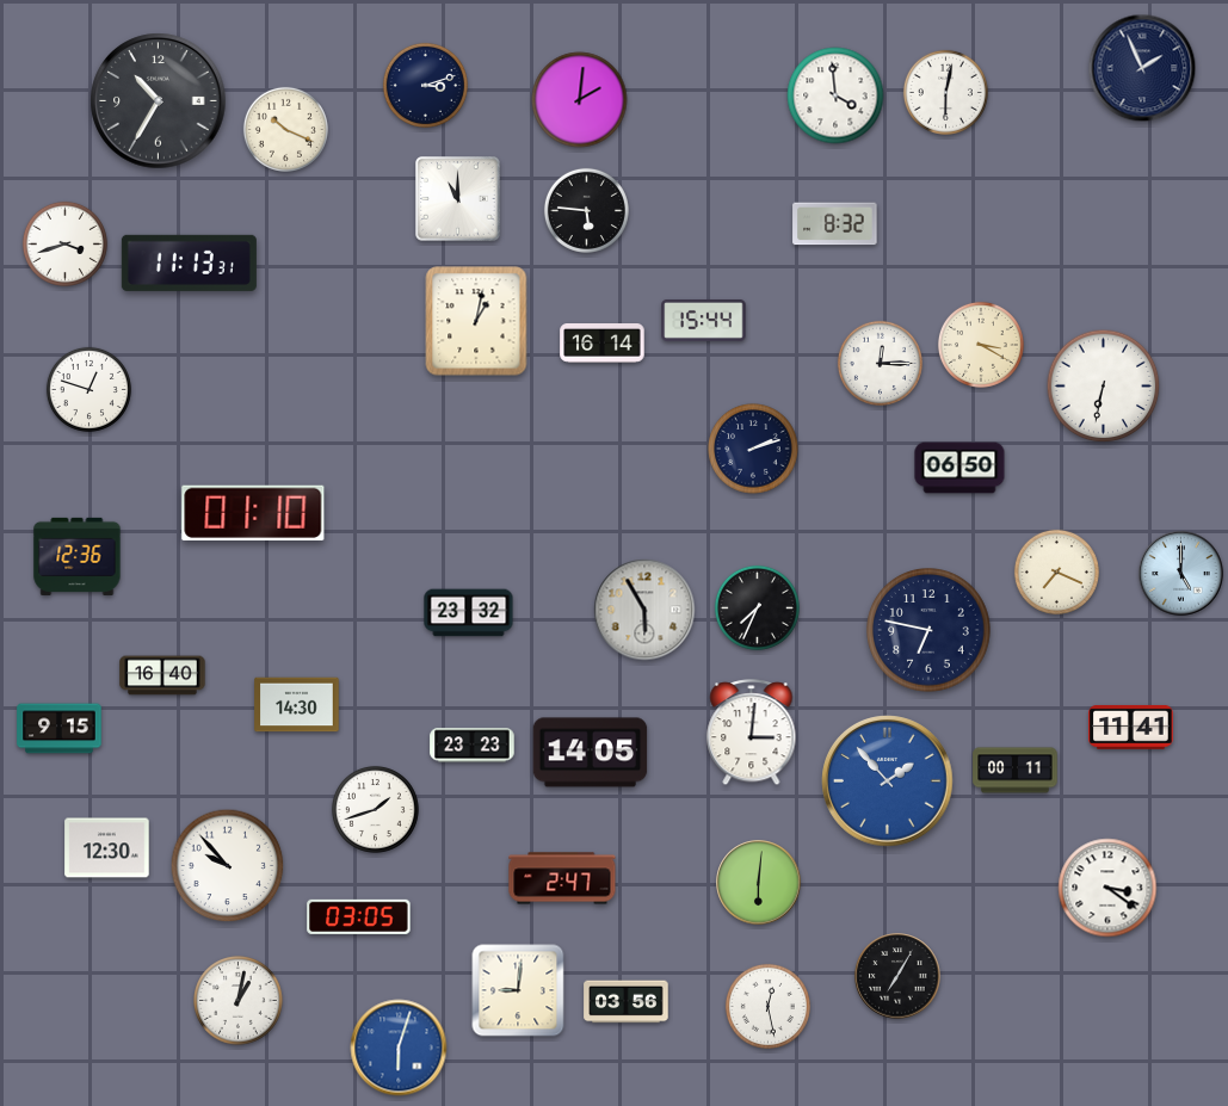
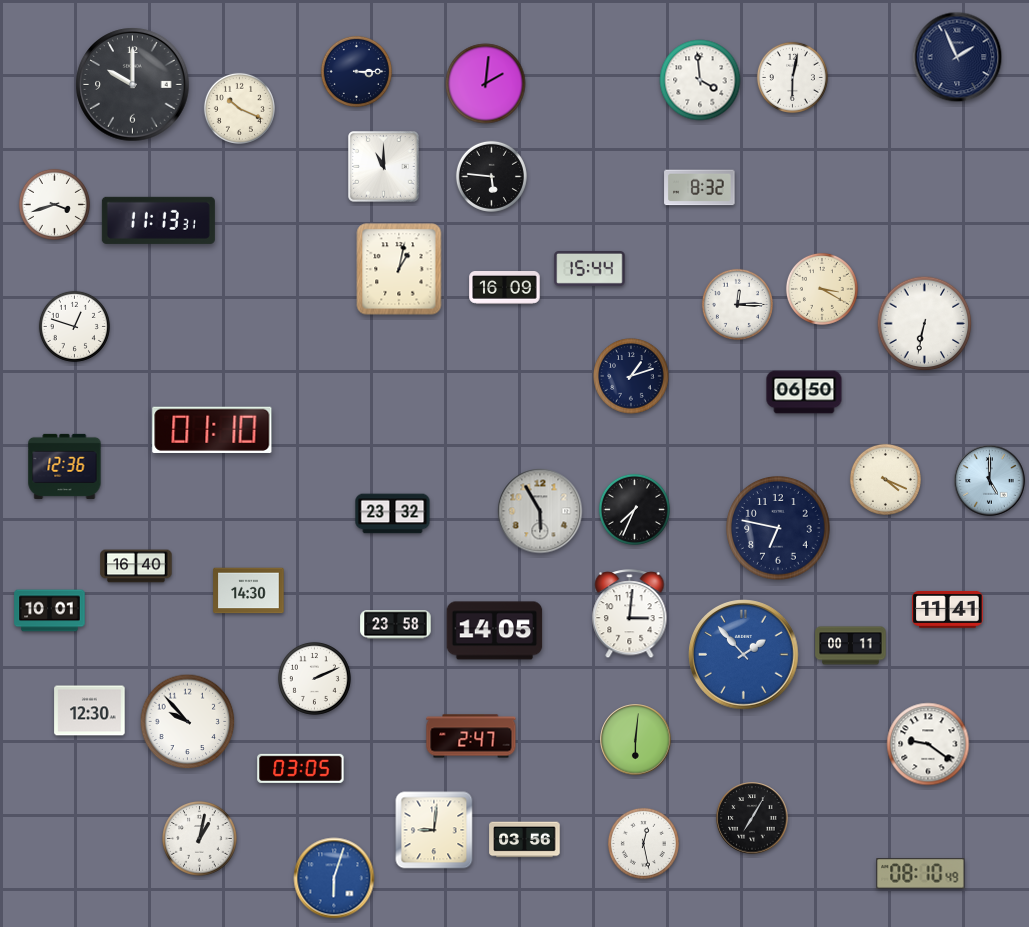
clock at (425, 85): 3:12 -> 3:15
clock at (159, 101): 10:35 -> 10:00
clock at (603, 344): 16:14 -> 16:09
clock at (753, 449): 2:12 -> 1:12
clock at (1056, 571): 7:19 -> 4:19
clock at (60, 729): 9:15 -> 10:01
clock at (473, 746): 23:23 -> 23:58
clock at (375, 809): 1:42 -> 2:11
clock at (228, 866) position: (228, 866) -> (188, 722)
clock at (1107, 888): 3:21 -> 9:21
clock at (921, 874): none -> 08:10
